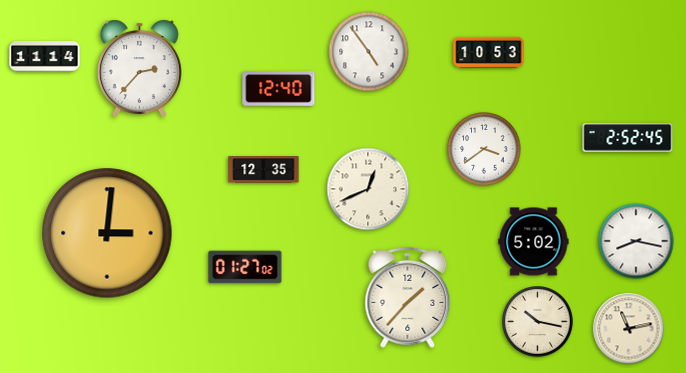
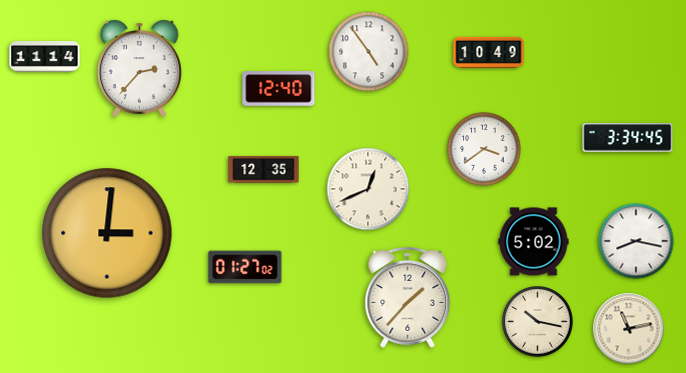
clock at (489, 52): 10:53 -> 10:49
clock at (628, 138): 2:52 -> 3:34
